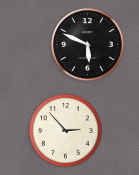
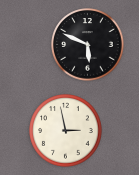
clock at (66, 131): 2:53 -> 2:58
